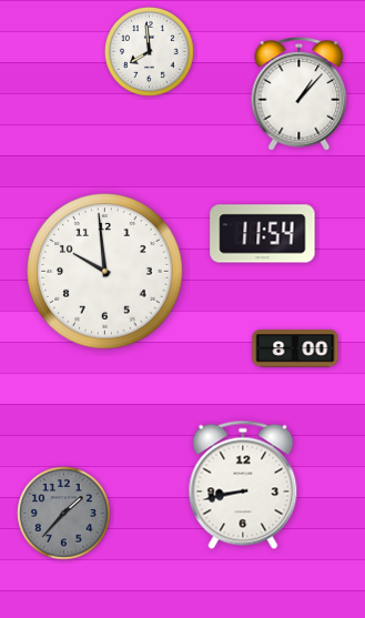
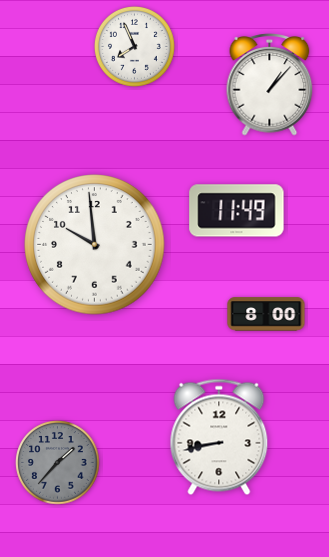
clock at (149, 51): 7:59 -> 7:56
clock at (263, 234): 11:54 -> 11:49
